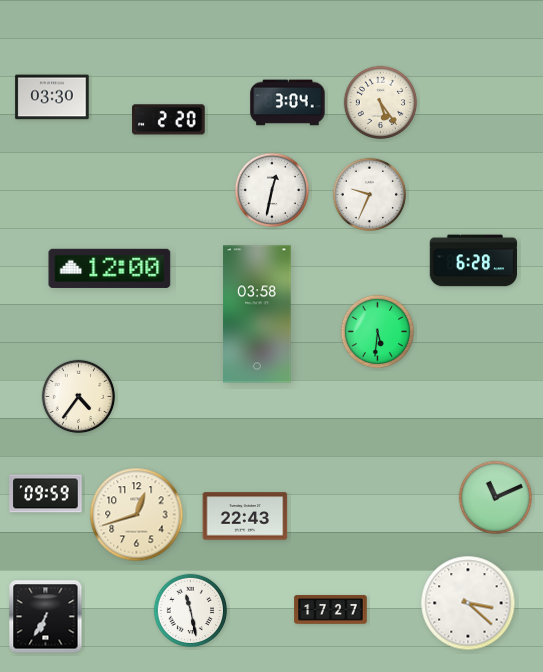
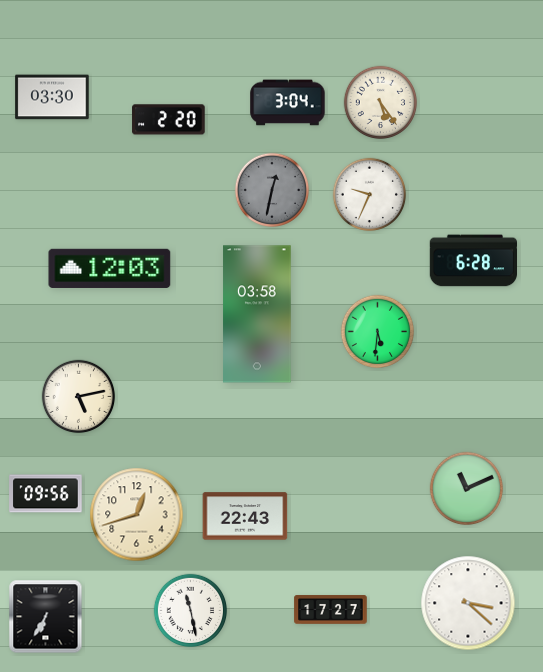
clock at (271, 189) dial: white -> grey
clock at (110, 268): 12:00 -> 12:03
clock at (79, 397): 4:36 -> 5:13
clock at (46, 494): 09:59 -> 09:56
clock at (496, 498) position: (496, 498) -> (467, 489)
